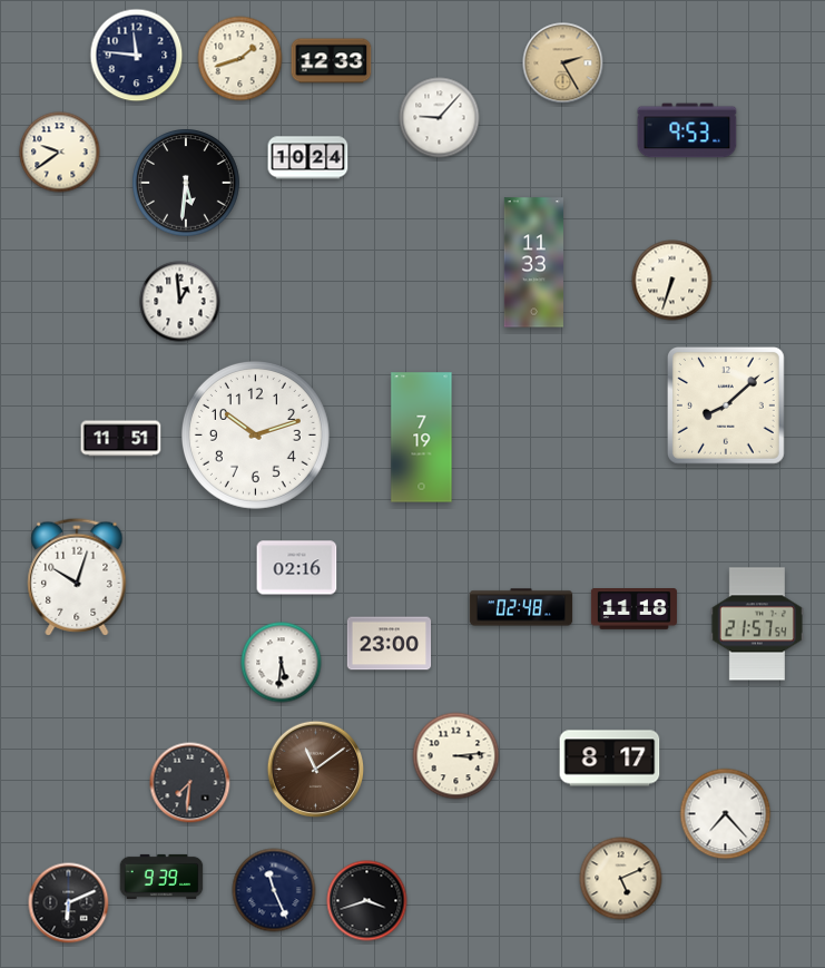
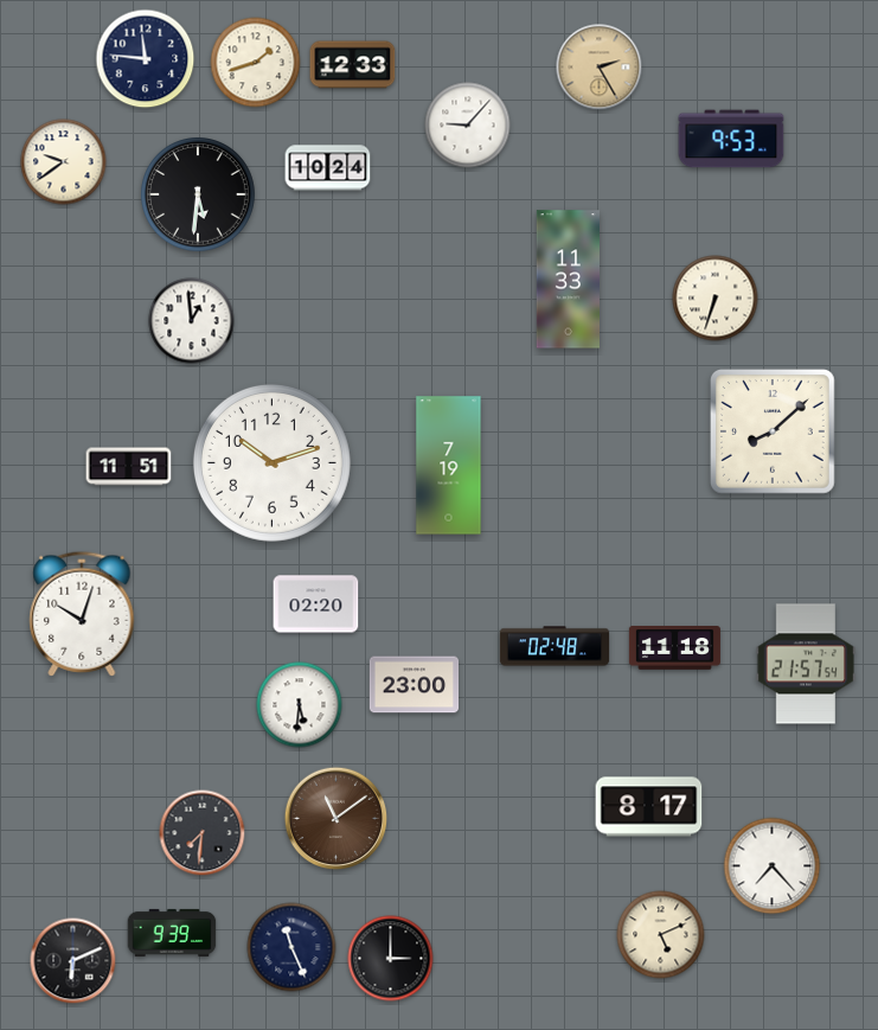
clock at (297, 568): 02:16 -> 02:20
clock at (456, 756): 3:14 -> none
clock at (367, 901): 3:42 -> 3:00
